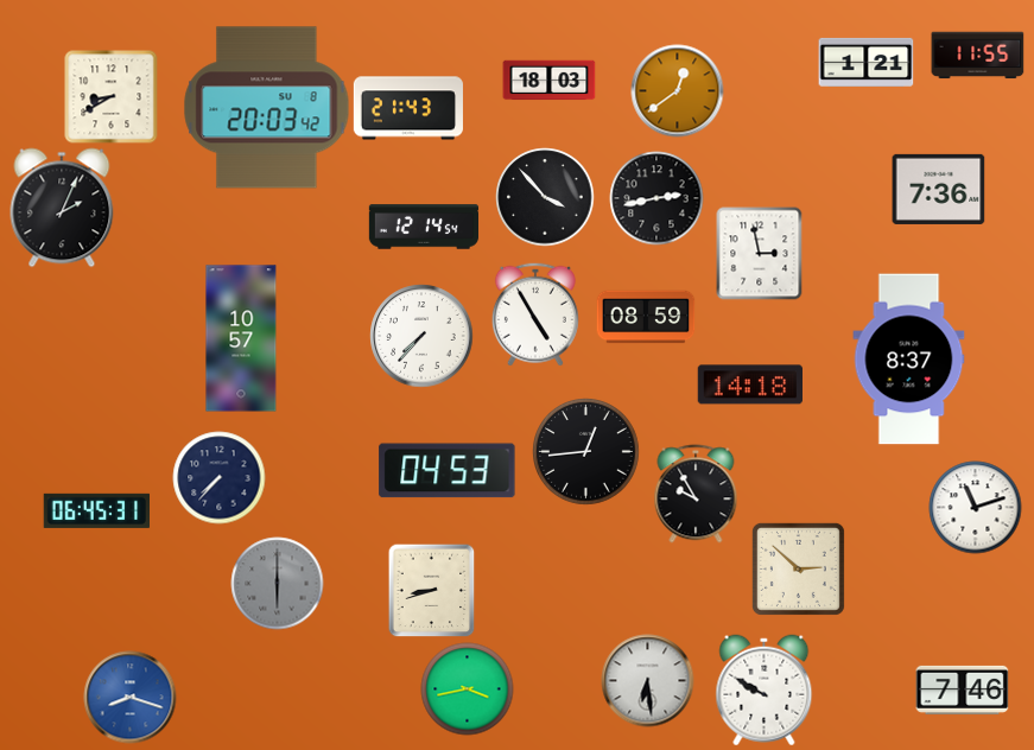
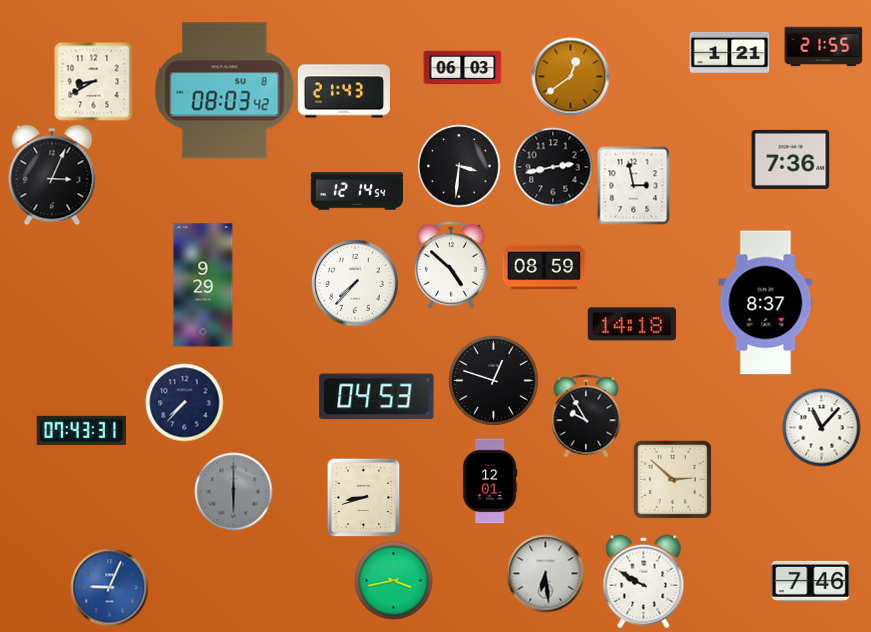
clock at (977, 56): 11:55 -> 21:55
clock at (548, 81): 18:03 -> 06:03
clock at (267, 108): 20:03 -> 08:03
clock at (545, 197): 3:53 -> 3:31
clock at (62, 208): 2:04 -> 3:04
clock at (760, 253) position: (760, 253) -> (634, 185)
clock at (535, 314): 4:55 -> 4:52
clock at (241, 338): 10:57 -> 9:29
clock at (586, 452): 12:44 -> 12:48
clock at (975, 507): 11:12 -> 11:07
clock at (96, 510): 06:45 -> 07:43
clock at (490, 481): none -> 12:01
clock at (129, 697): 8:18 -> 9:04
